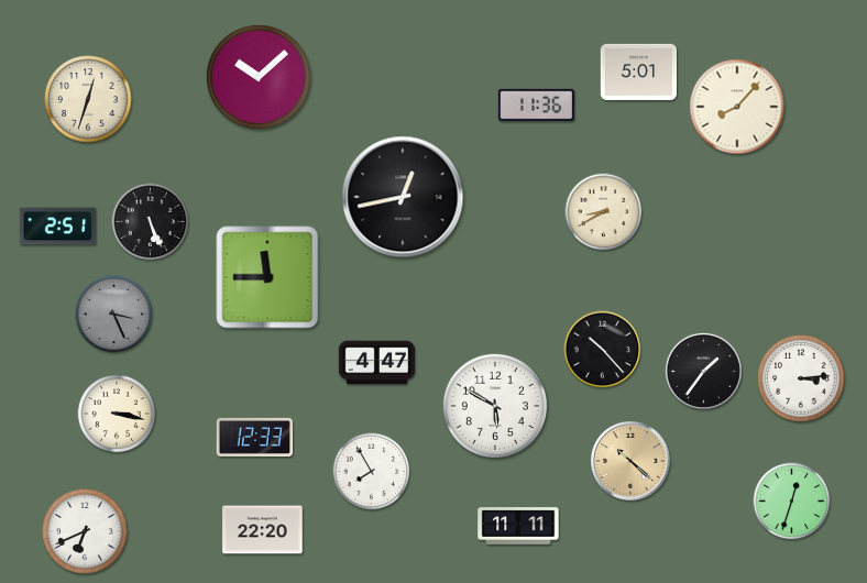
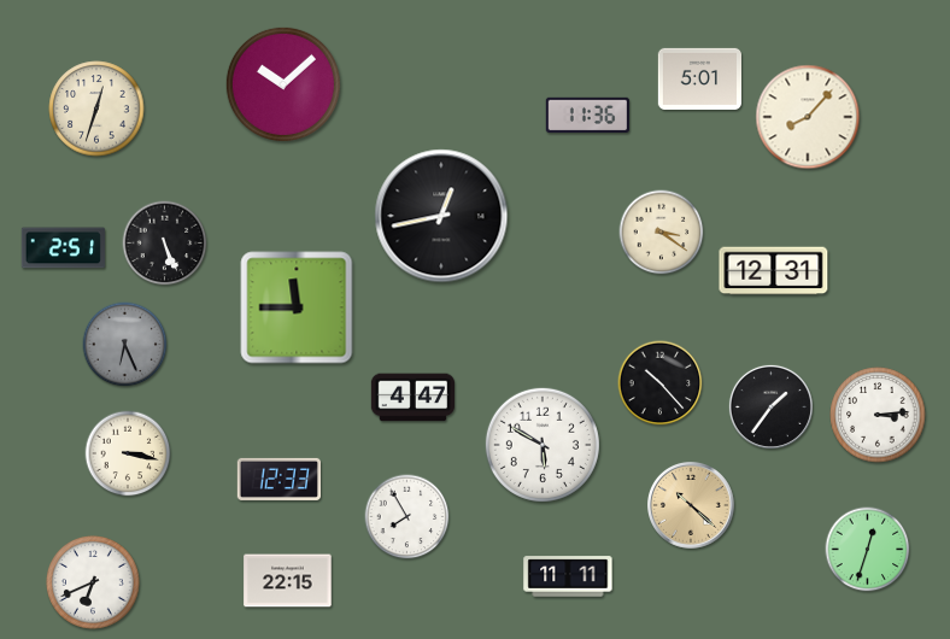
clock at (604, 212): 8:40 -> 3:21
clock at (774, 271): none -> 12:31
clock at (267, 277) position: (267, 277) -> (297, 307)
clock at (114, 315): 3:26 -> 6:26
clock at (263, 530): 22:20 -> 22:15
